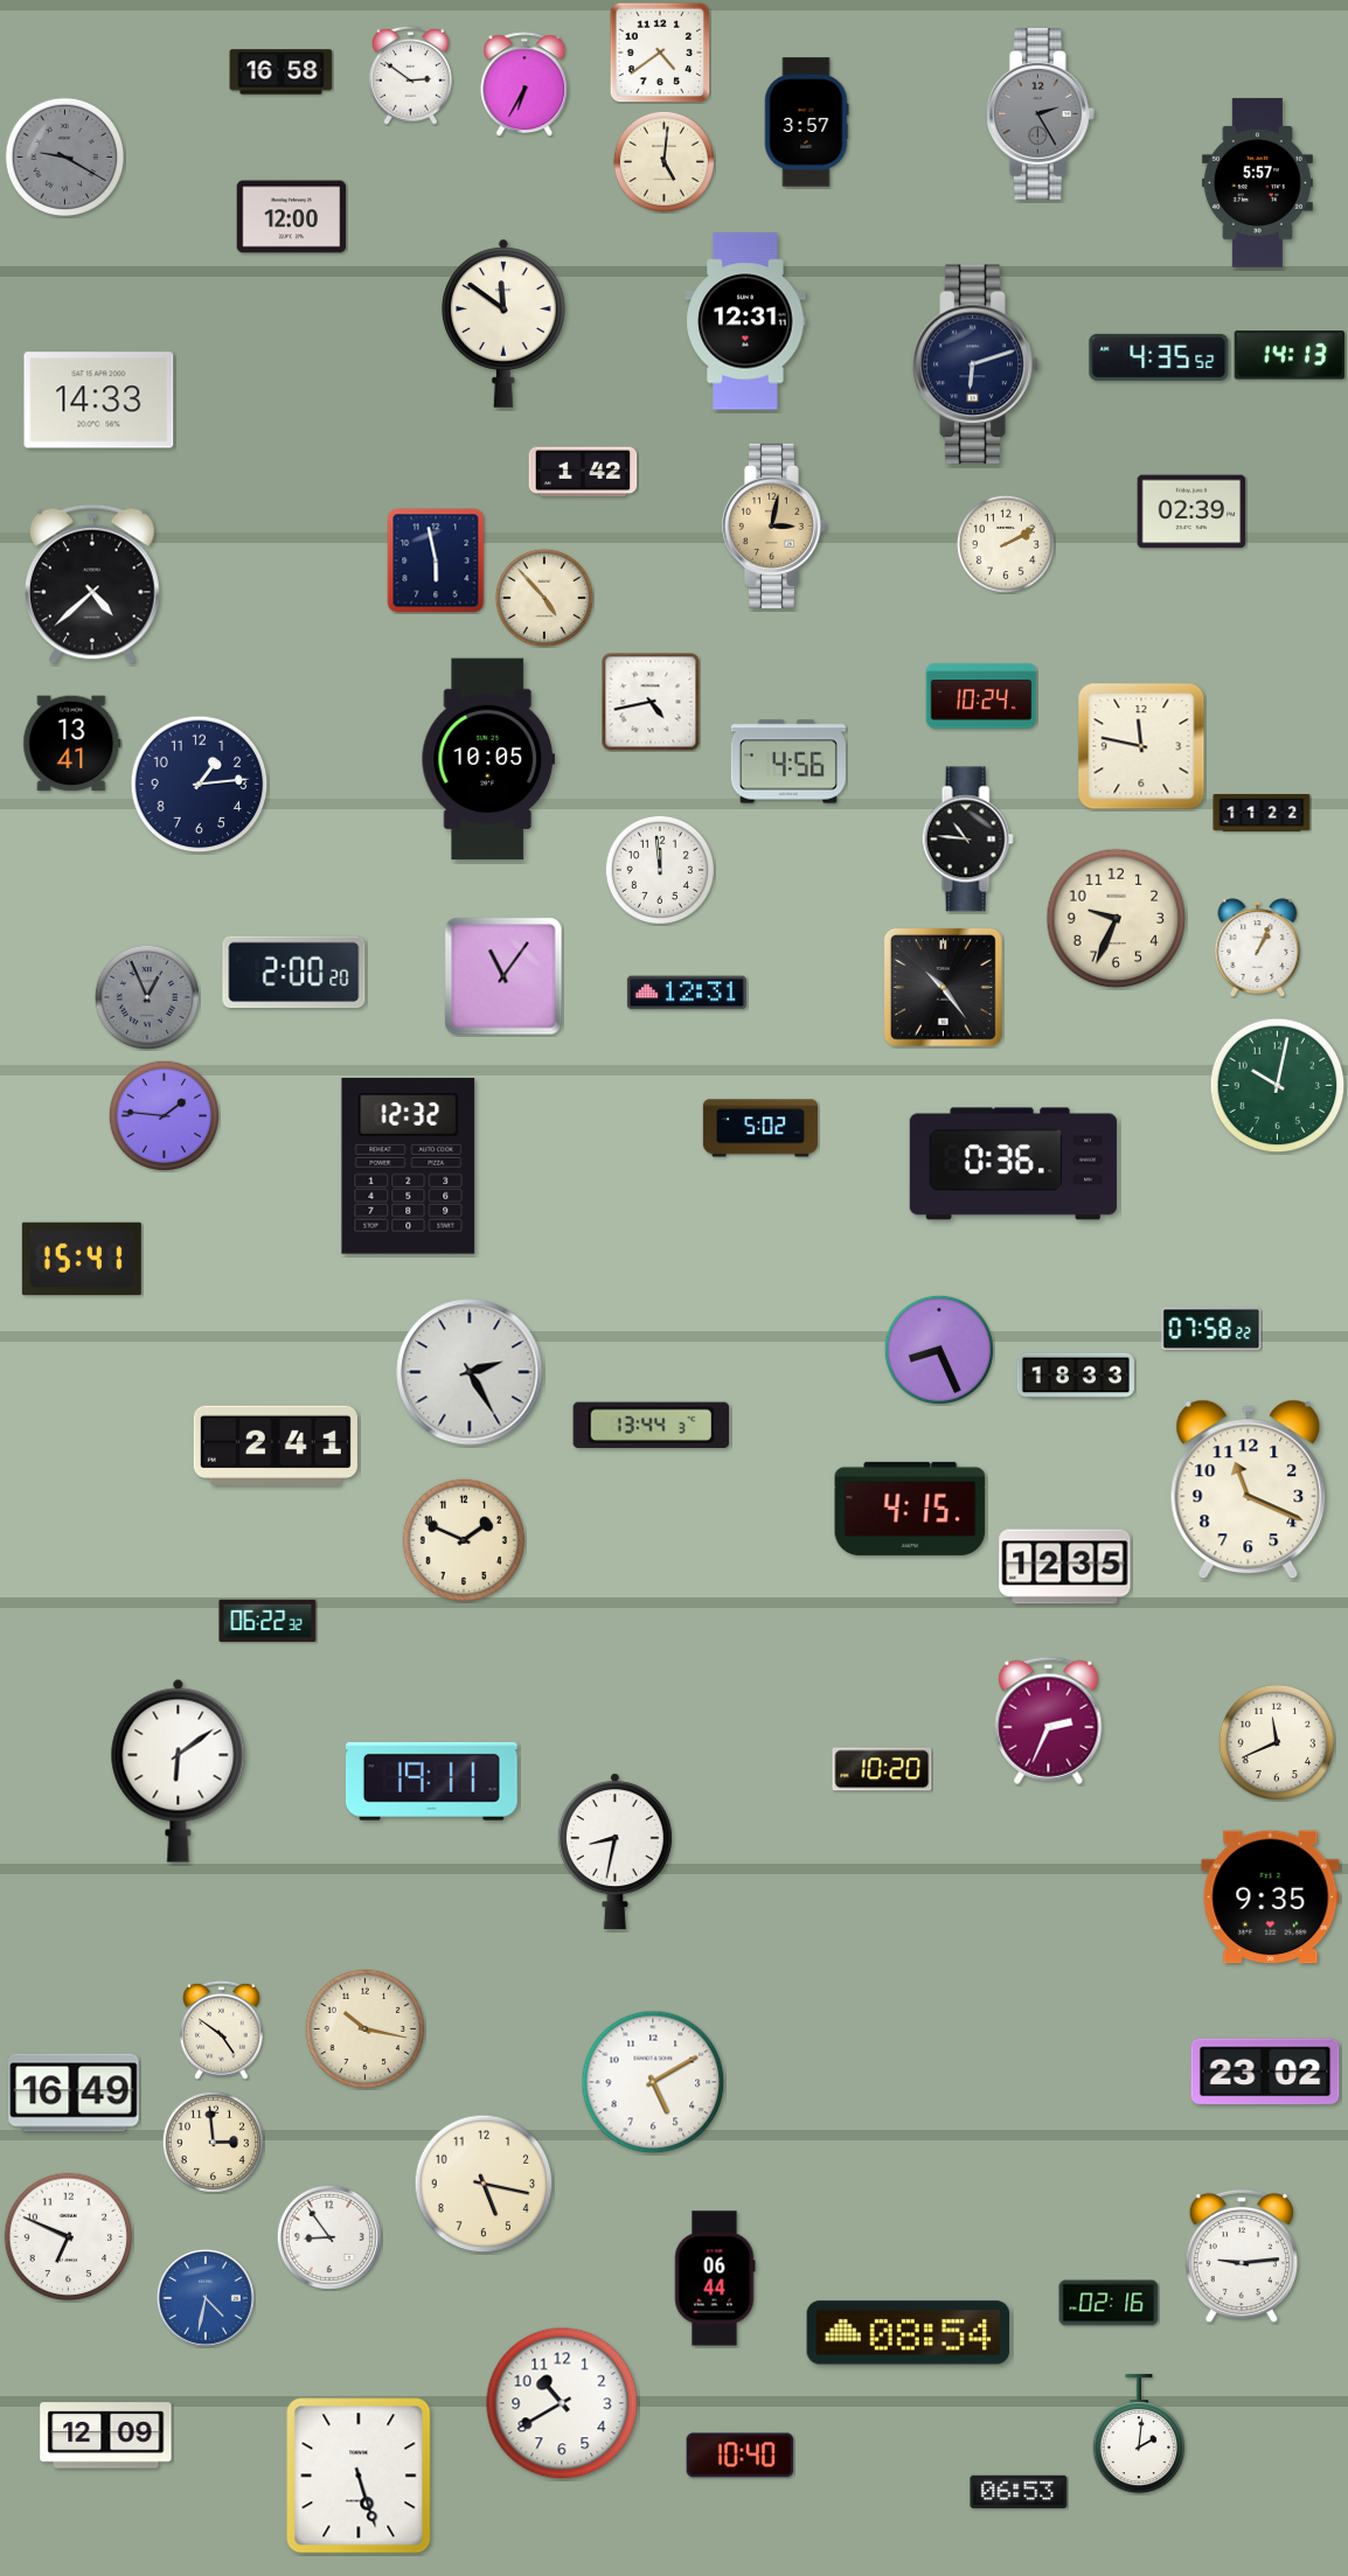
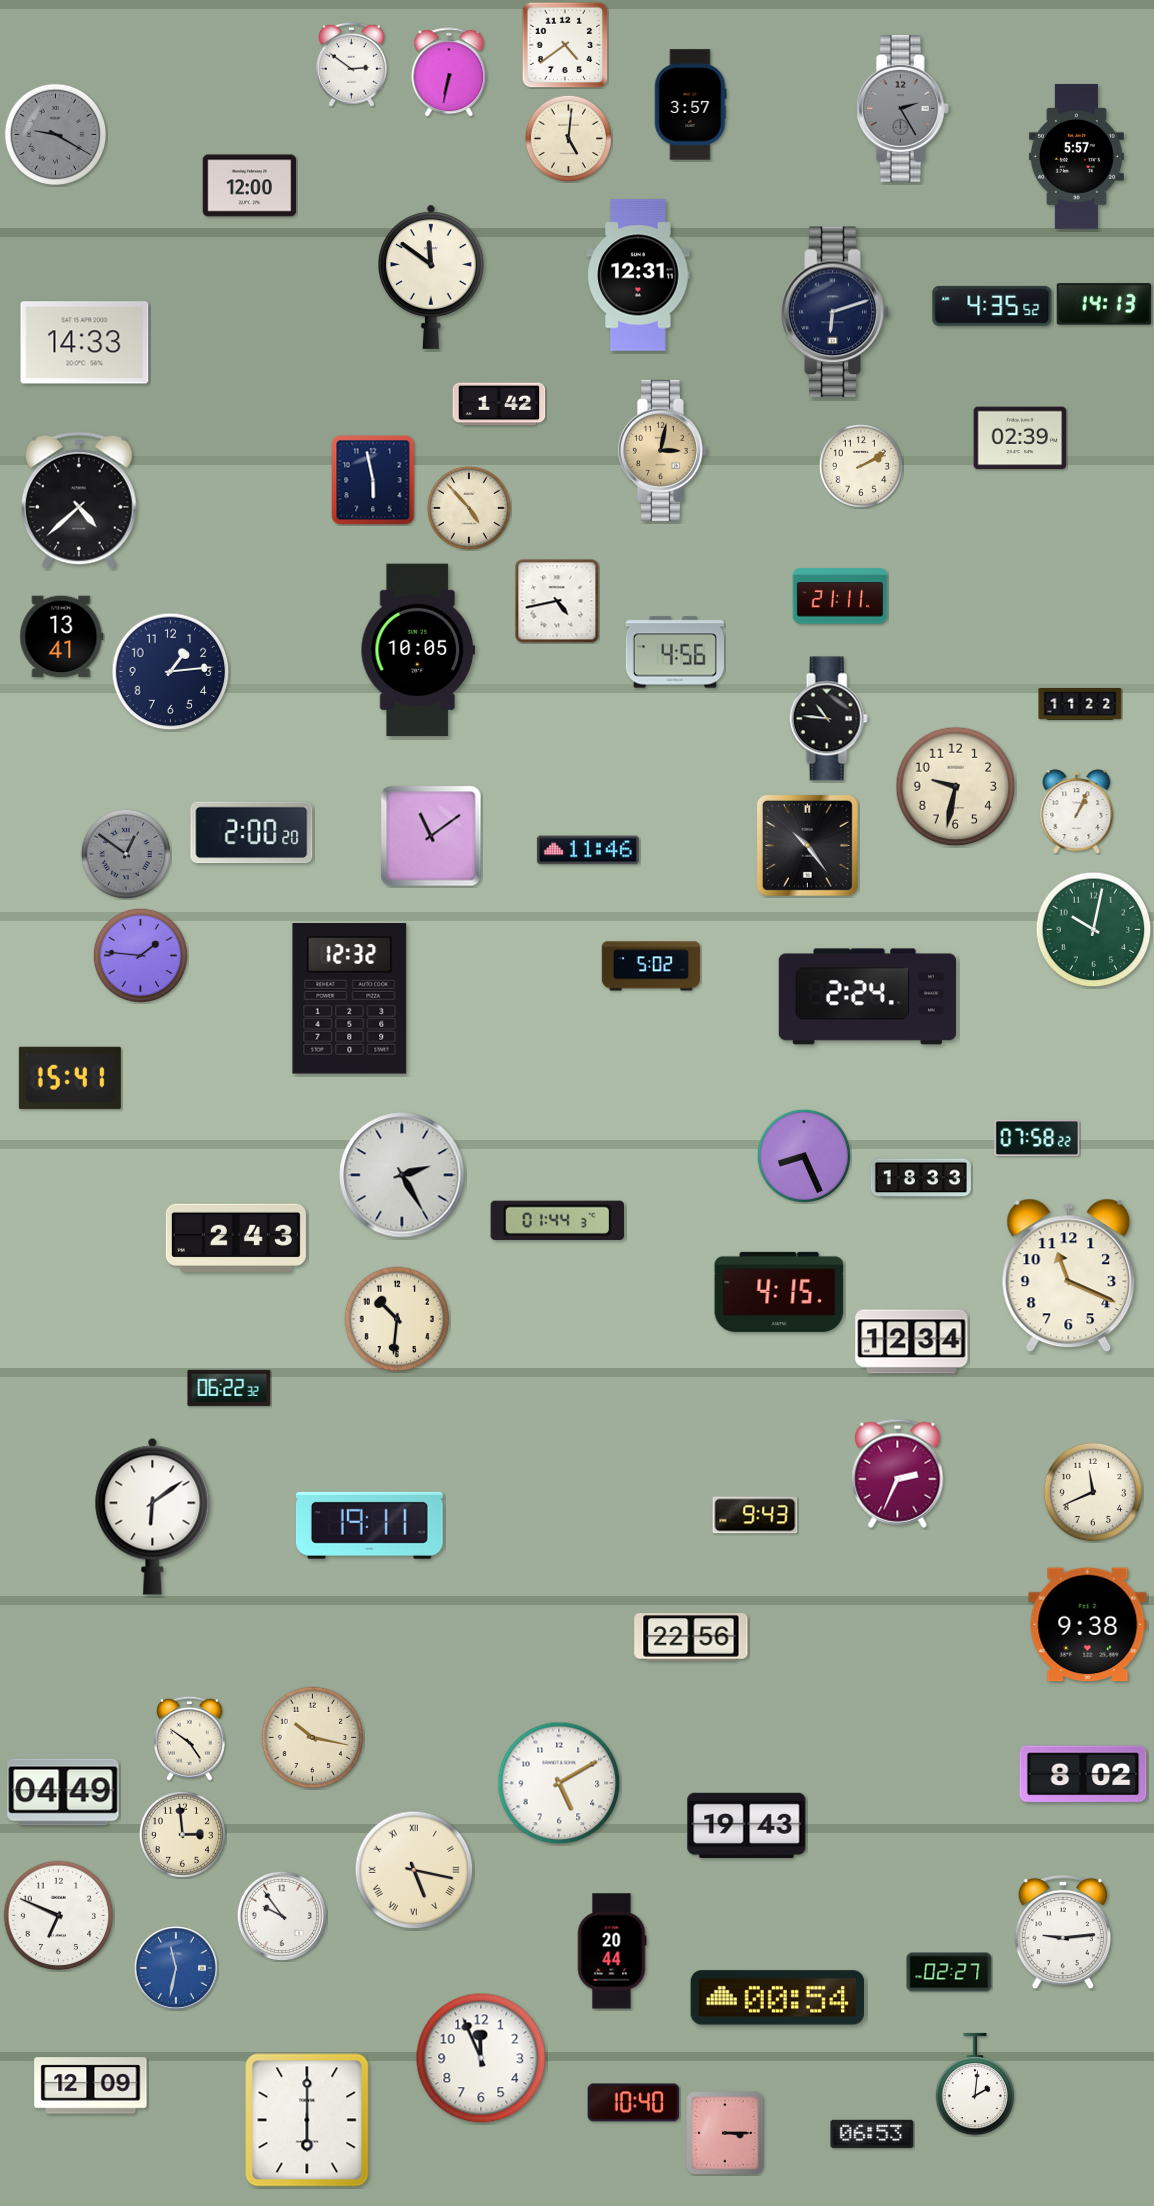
clock at (282, 72): 16:58 -> none
clock at (524, 84): 6:35 -> 6:32
clock at (1040, 114) position: (1040, 114) -> (902, 109)
clock at (544, 598) position: (544, 598) -> (469, 508)
clock at (981, 696): 10:24 -> 21:11
clock at (1141, 746): 11:47 -> none
clock at (1262, 813) position: (1262, 813) -> (1080, 704)
clock at (660, 870): 11:59 -> none
clock at (1117, 919): 9:34 -> 9:32
clock at (503, 976): 11:06 -> 11:09
clock at (687, 993): 12:31 -> 11:46
clock at (147, 997): 12:56 -> 12:51
clock at (1013, 1164): 0:36 -> 2:24
clock at (651, 1425): 13:44 -> 01:44
clock at (276, 1444): 2:41 -> 2:43
clock at (464, 1540): 1:49 -> 10:31
clock at (1065, 1567): 12:35 -> 12:34
clock at (882, 1769): 10:20 -> 9:43
clock at (614, 1852): 8:32 -> none
clock at (1271, 1898): 9:35 -> 9:38
clock at (691, 1637): none -> 22:56
clock at (1265, 2072): 23:02 -> 8:02
clock at (74, 2093): 16:49 -> 04:49
clock at (747, 1825): none -> 19:43
clock at (484, 2184) numerals: Arabic -> Roman
clock at (329, 2237): 8:54 -> 9:54
clock at (715, 2278): 06:44 -> 20:44
clock at (206, 2298): 4:32 -> 11:32
clock at (1109, 2303): 02:16 -> 02:27
clock at (909, 2333): 08:54 -> 00:54
clock at (562, 2403): 10:40 -> 11:56
clock at (359, 2476): 5:27 -> 6:00
clock at (725, 2133): none -> 3:15
